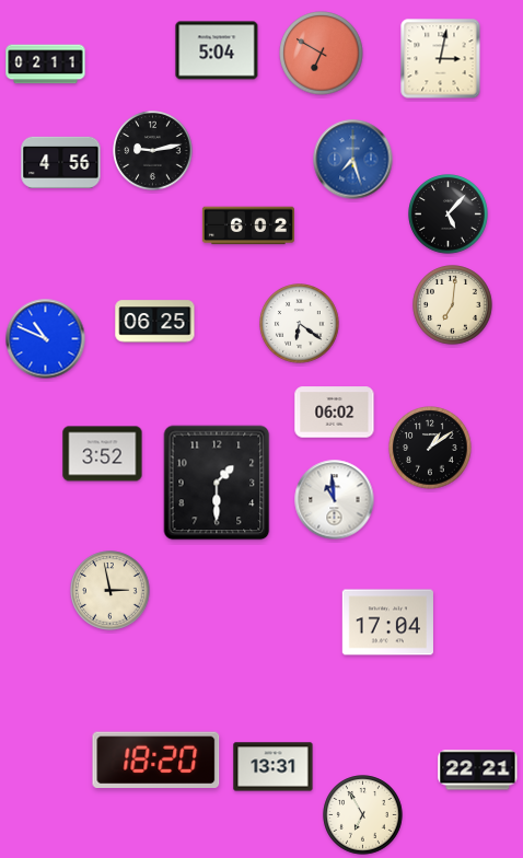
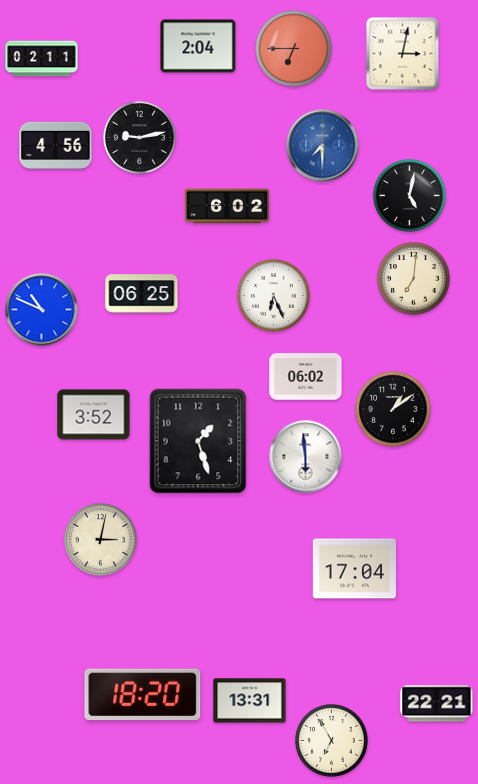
clock at (217, 50): 5:04 -> 2:04
clock at (322, 54): 6:50 -> 6:45
clock at (353, 160): 7:27 -> 7:30
clock at (61, 162) position: (61, 162) -> (56, 145)
clock at (449, 215): 5:07 -> 5:02
clock at (300, 324): 6:21 -> 6:26
clock at (217, 483): 1:30 -> 1:27
clock at (335, 500): 10:59 -> 5:59
clock at (111, 591): 2:58 -> 3:02
clock at (363, 815) position: (363, 815) -> (332, 741)
